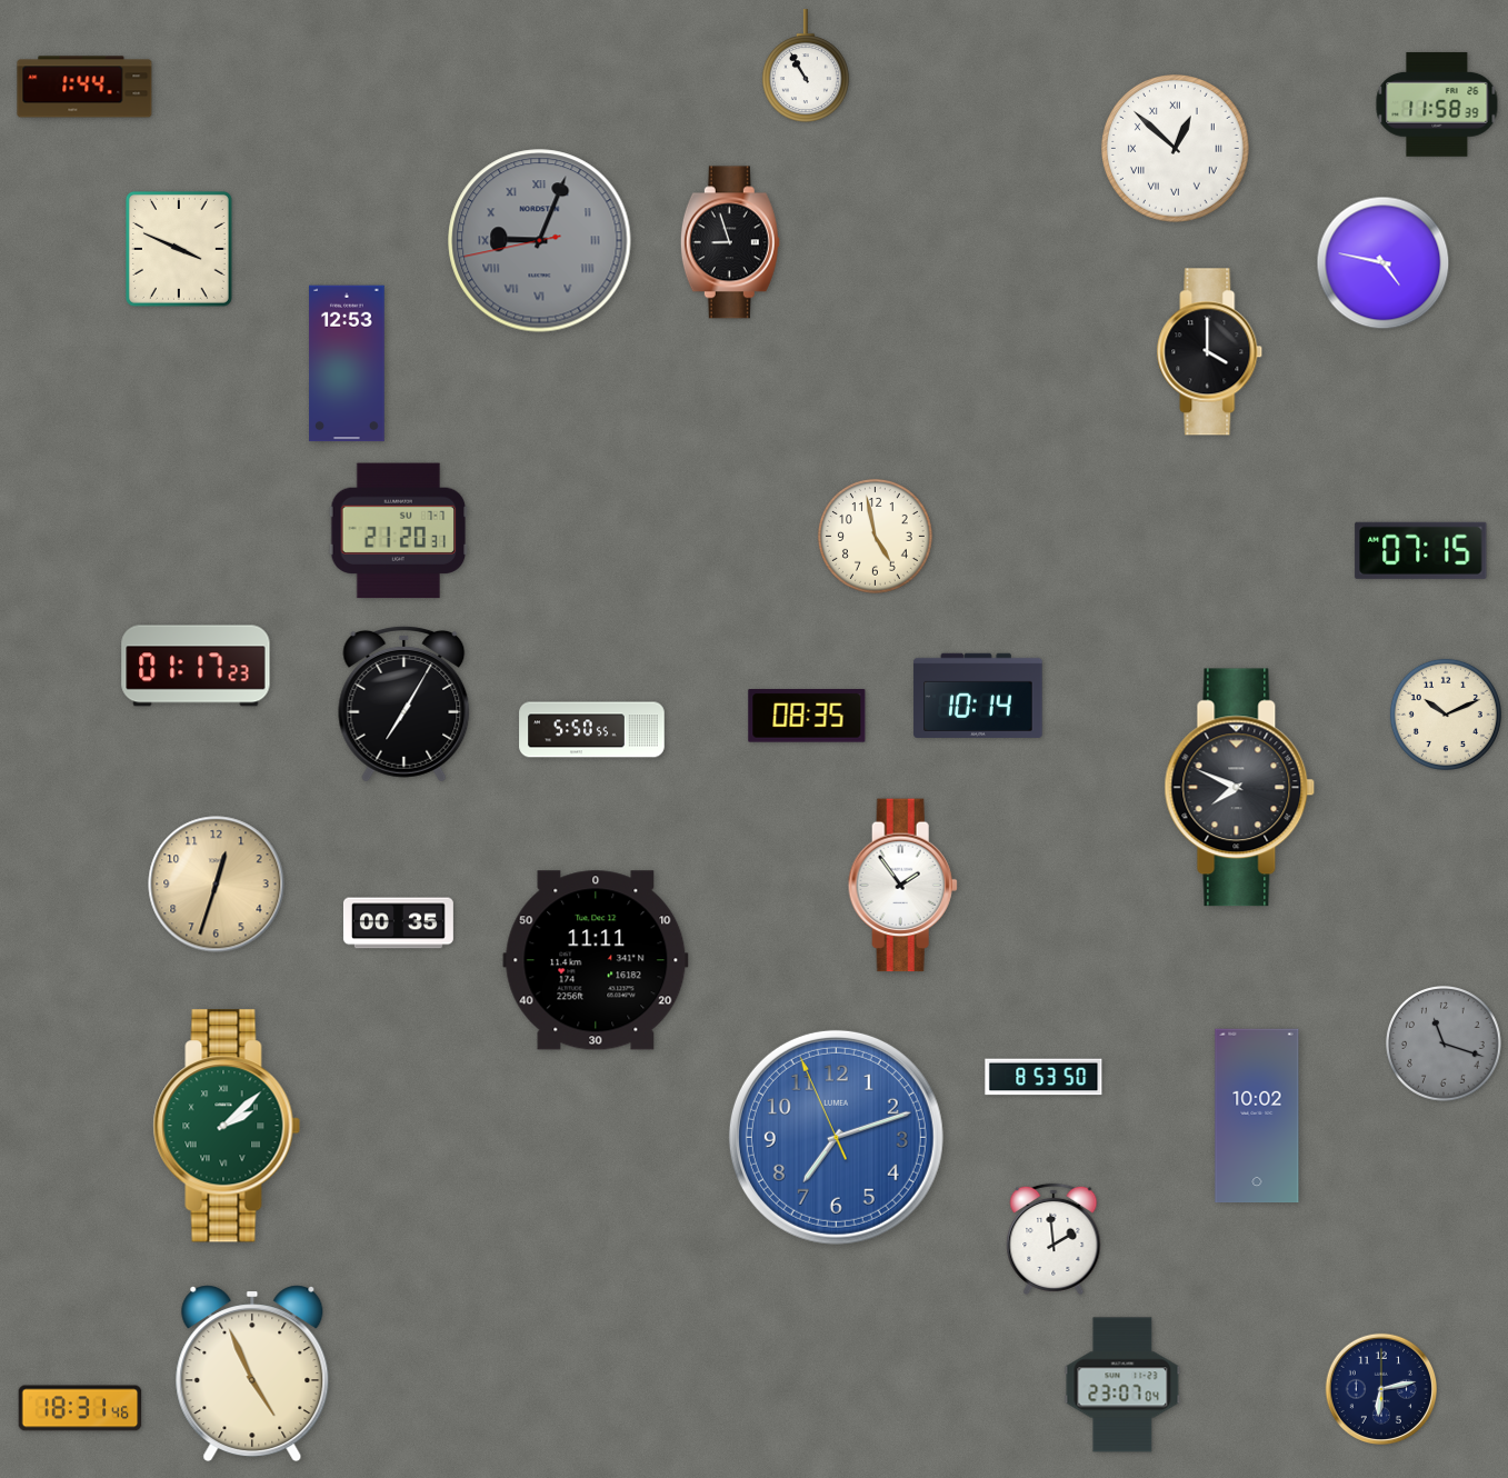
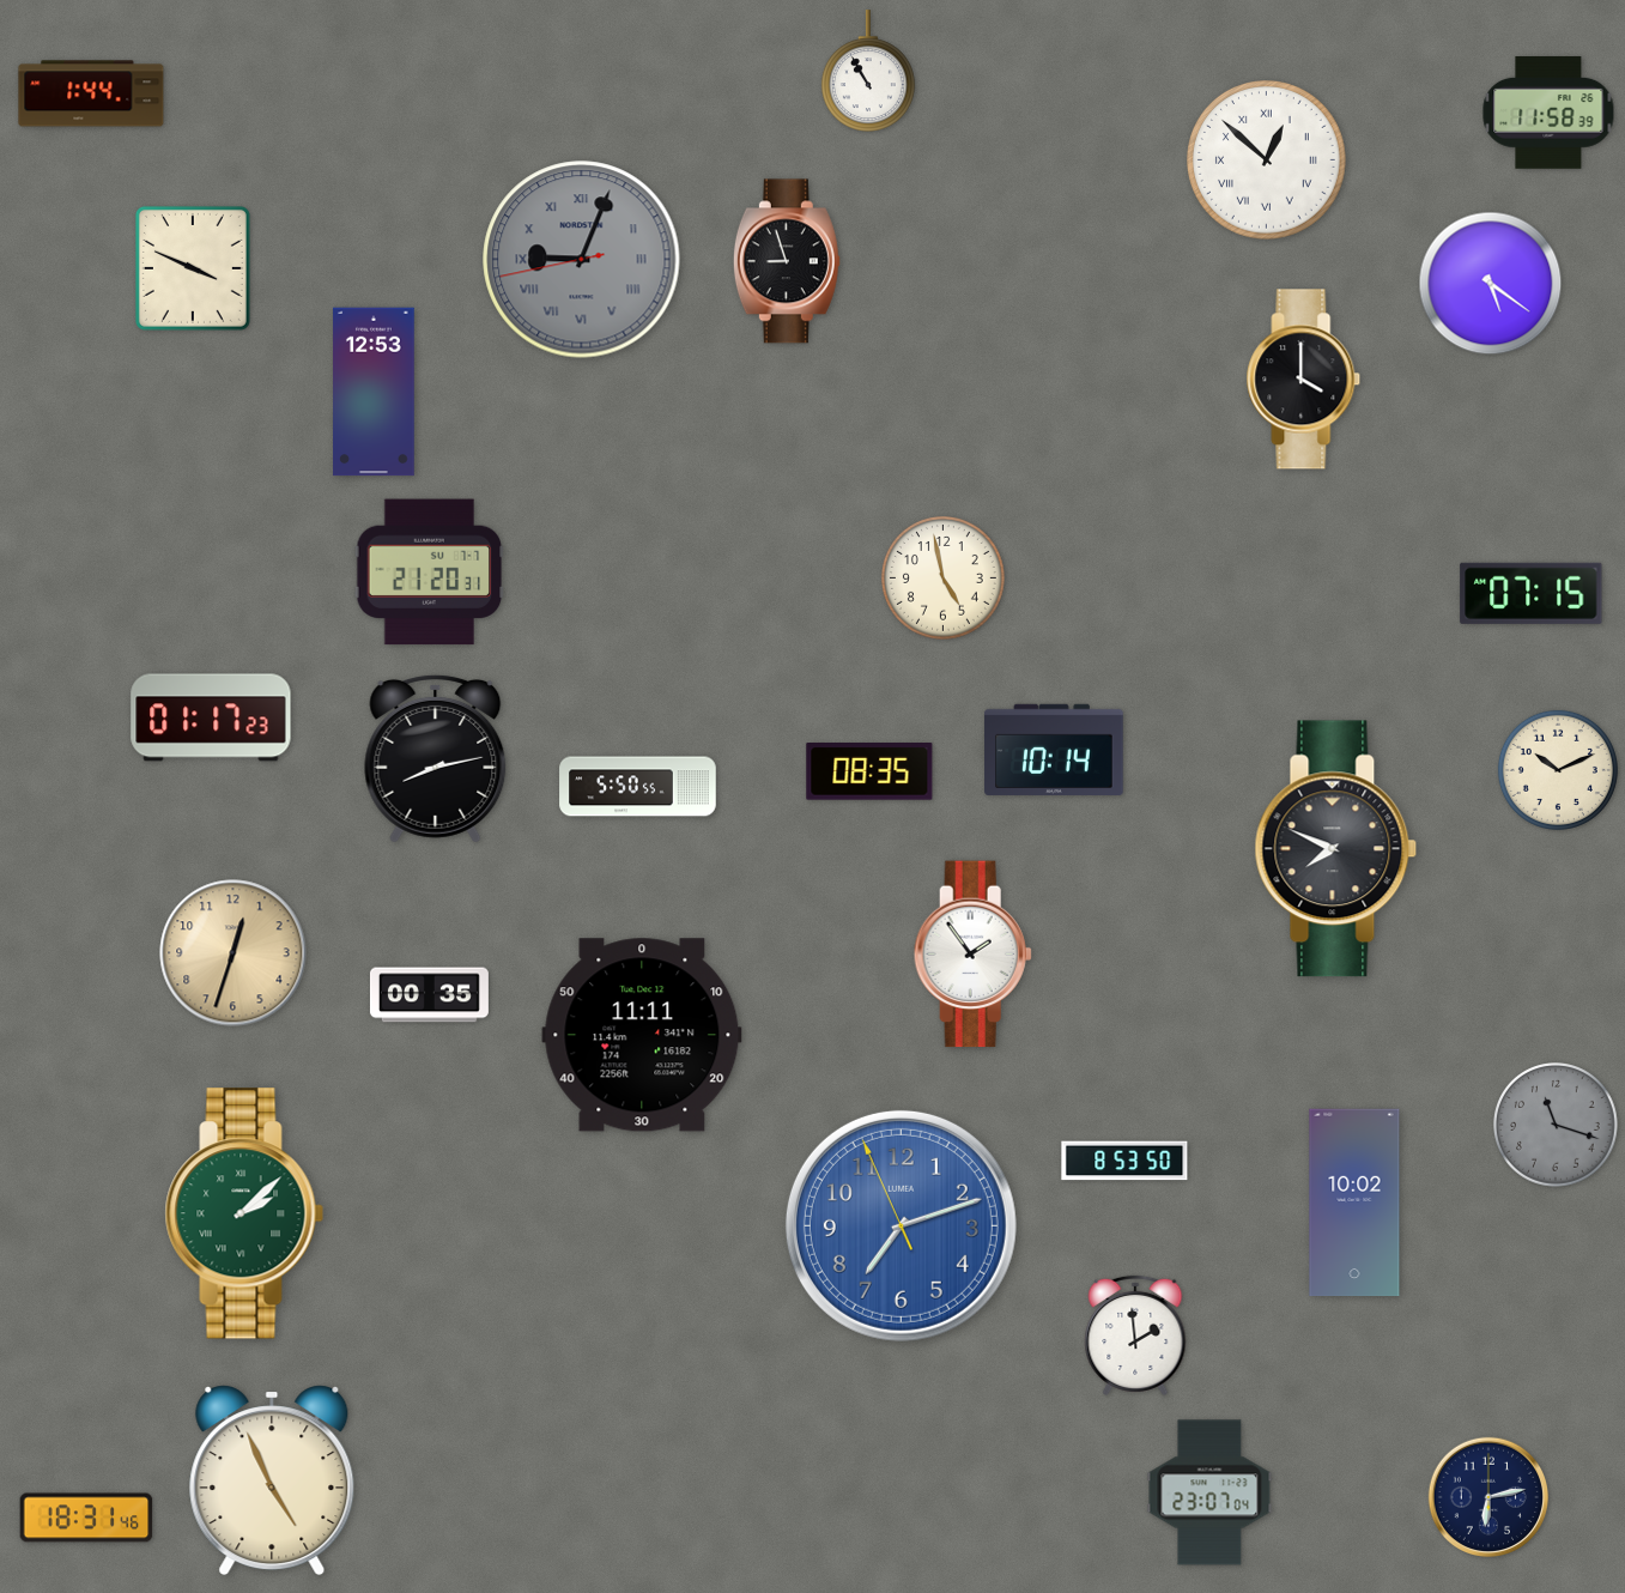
clock at (1384, 263): 4:47 -> 5:21
clock at (405, 703): 7:05 -> 8:13
